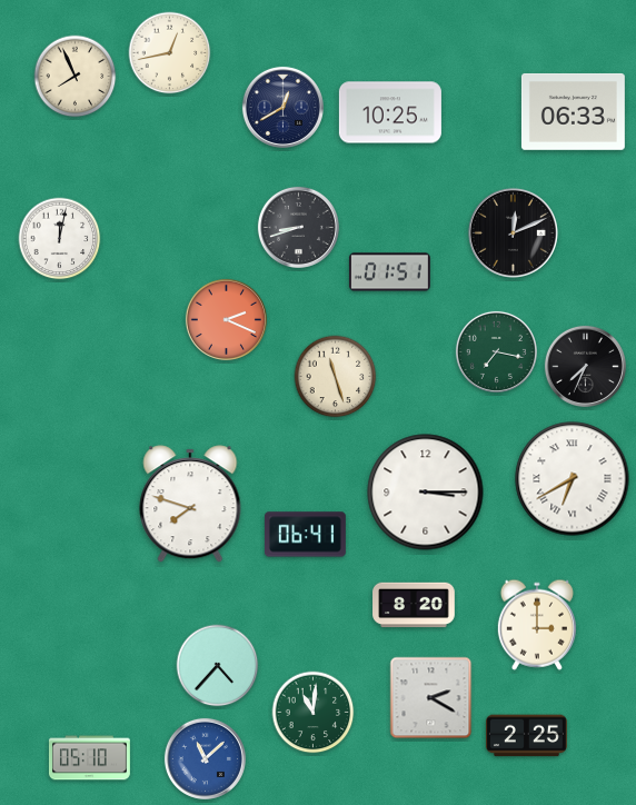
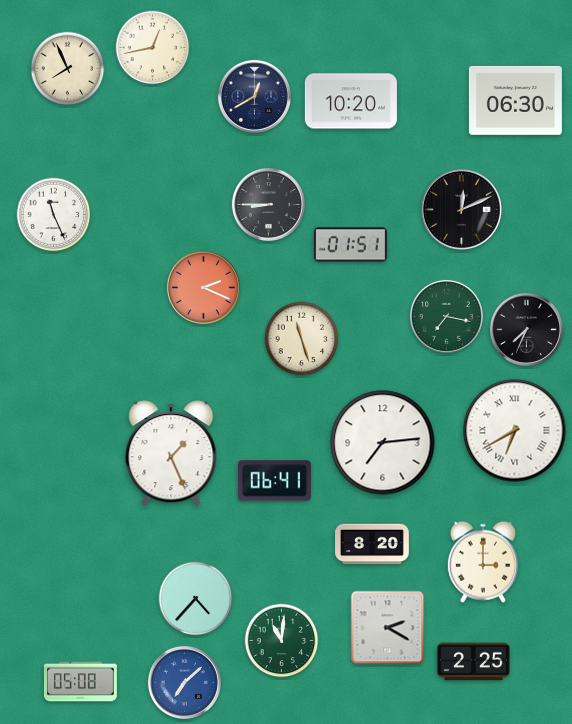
clock at (573, 111): 06:33 -> 06:30
clock at (390, 112): 10:25 -> 10:20
clock at (298, 227): 8:42 -> 8:45
clock at (60, 239): 12:02 -> 11:26
clock at (426, 493): 3:15 -> 7:14
clock at (190, 504): 7:48 -> 1:26
clock at (89, 758): 05:10 -> 05:08
clock at (205, 758): 11:08 -> 7:08
